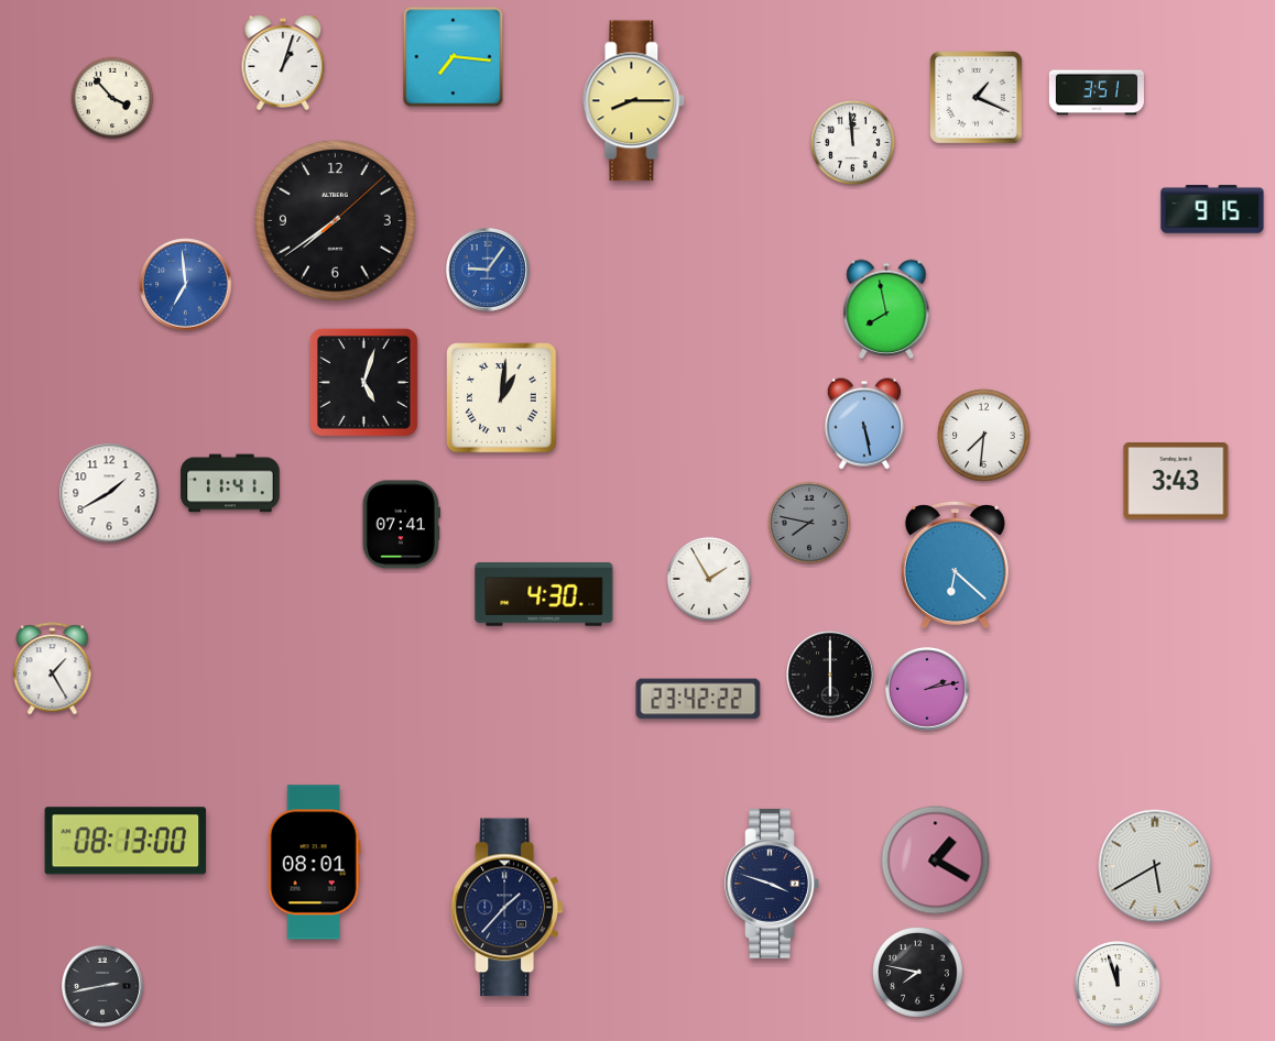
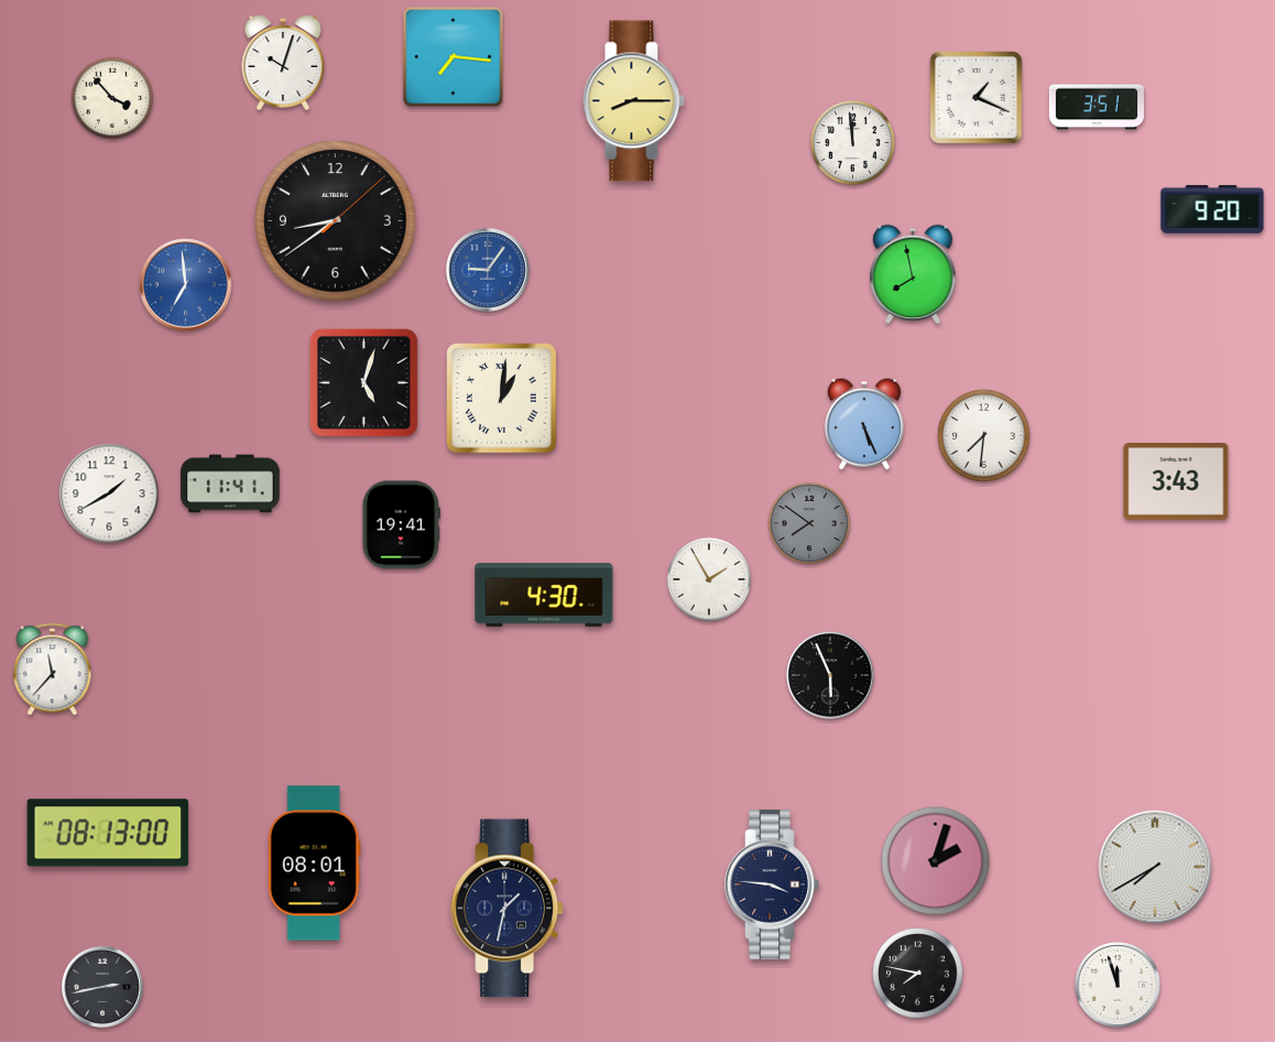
clock at (283, 63): 1:03 -> 10:03
clock at (1097, 92) position: (1097, 92) -> (1097, 107)
clock at (1212, 209): 9:15 -> 9:20
clock at (336, 221): 7:39 -> 8:39
clock at (886, 308) position: (886, 308) -> (913, 273)
clock at (864, 424): 5:28 -> 5:26
clock at (809, 523): 7:47 -> 7:51
clock at (401, 525): 07:41 -> 19:41
clock at (955, 566): 6:22 -> none
clock at (53, 669): 1:25 -> 11:37
clock at (830, 675): 6:00 -> 5:56
clock at (928, 690): 2:13 -> none
clock at (698, 699): 23:42 -> none
clock at (126, 841) position: (126, 841) -> (108, 833)
clock at (936, 861): 1:20 -> 2:03
clock at (1155, 866): 5:40 -> 7:40
clock at (772, 884): 3:48 -> 3:46
clock at (508, 908): 1:37 -> 1:32
